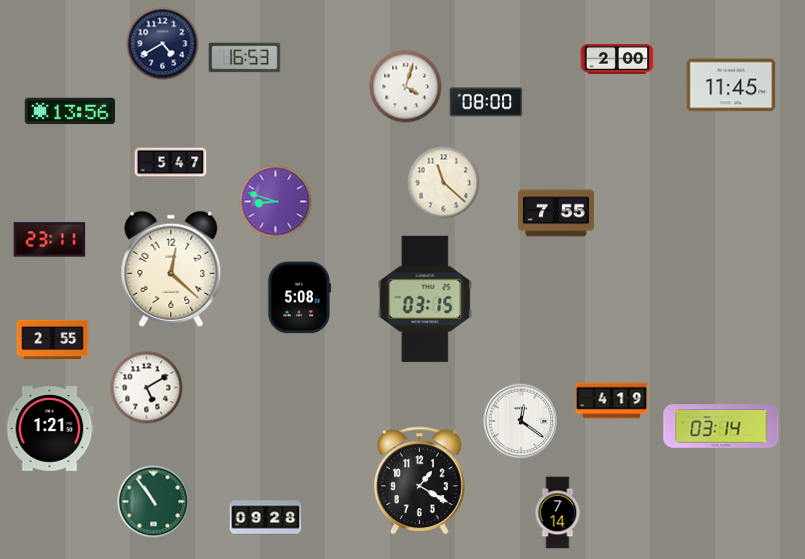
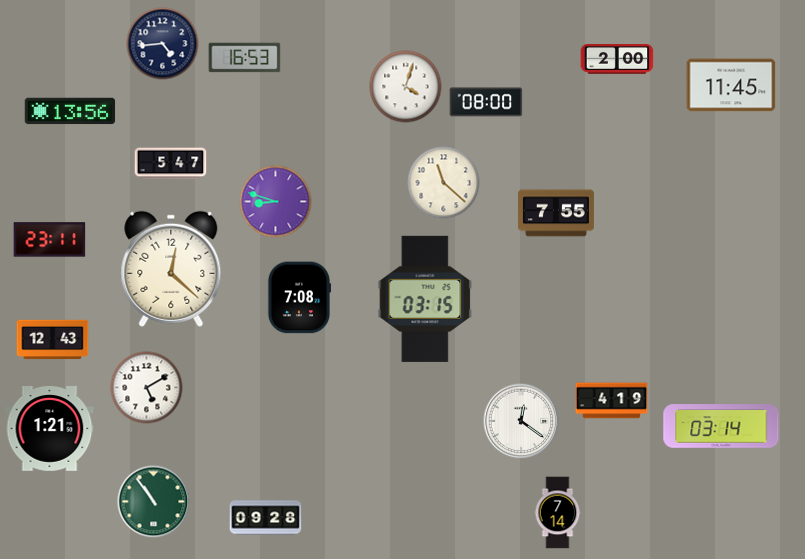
clock at (163, 44): 4:40 -> 4:44
clock at (299, 298): 5:08 -> 7:08
clock at (53, 340): 2:55 -> 12:43
clock at (420, 481): 1:20 -> none
